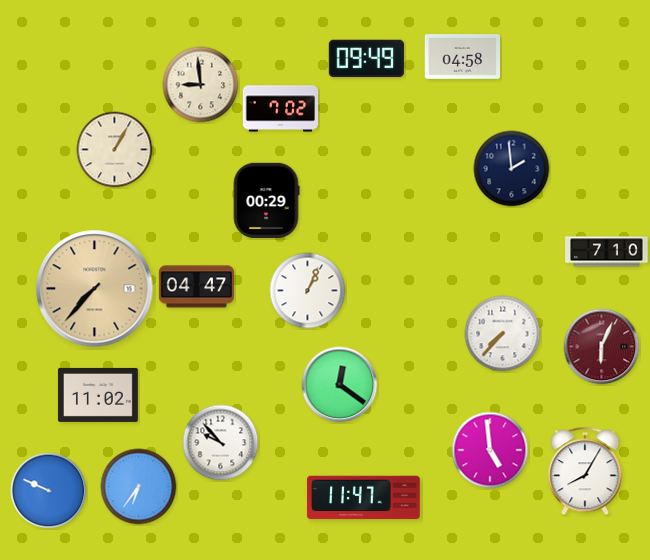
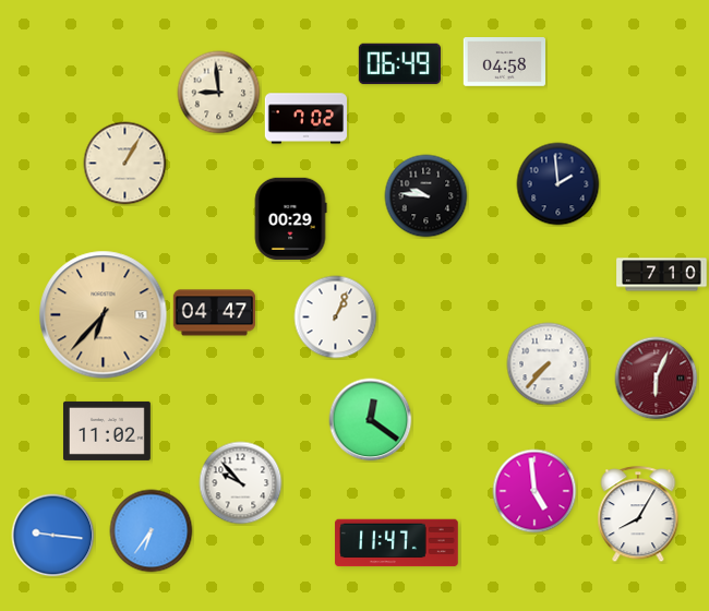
clock at (366, 59): 09:49 -> 06:49
clock at (426, 196): none -> 9:46
clock at (95, 289): 7:37 -> 6:37
clock at (49, 491): 9:49 -> 9:16
